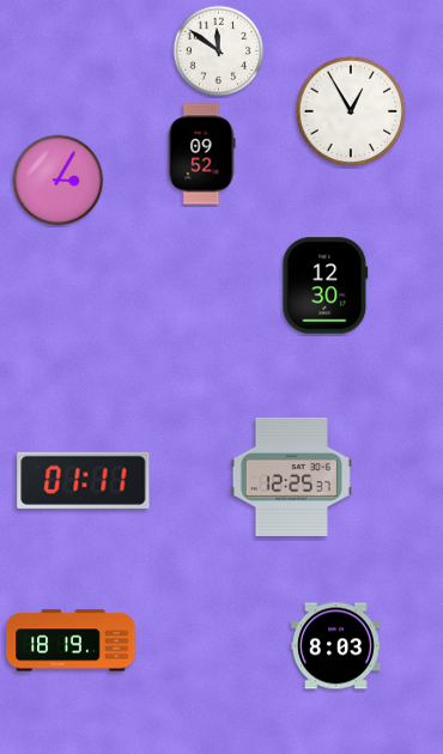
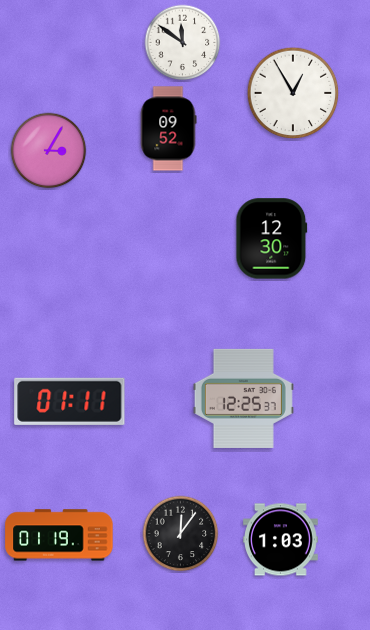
clock at (181, 534): none -> 12:06
clock at (71, 640): 18:19 -> 01:19
clock at (336, 646): 8:03 -> 1:03
